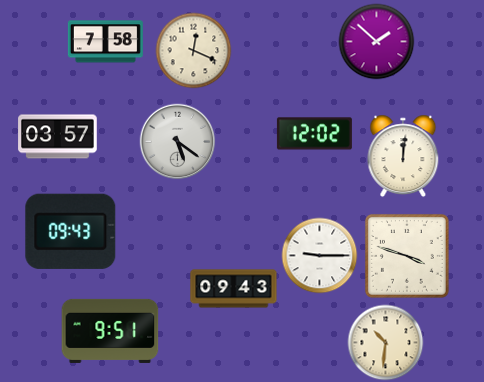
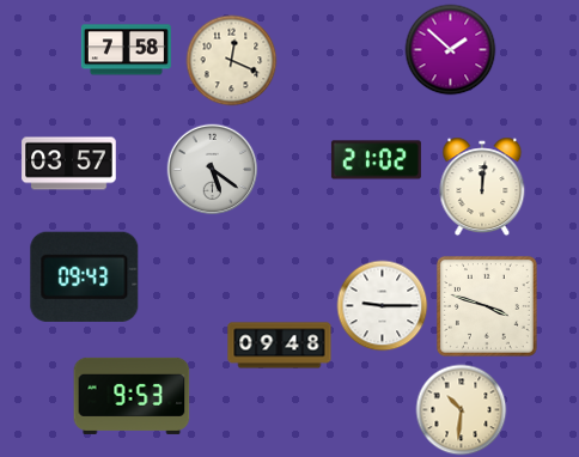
clock at (314, 134): 12:02 -> 21:02
clock at (234, 289): 09:43 -> 09:48
clock at (110, 331): 9:51 -> 9:53
